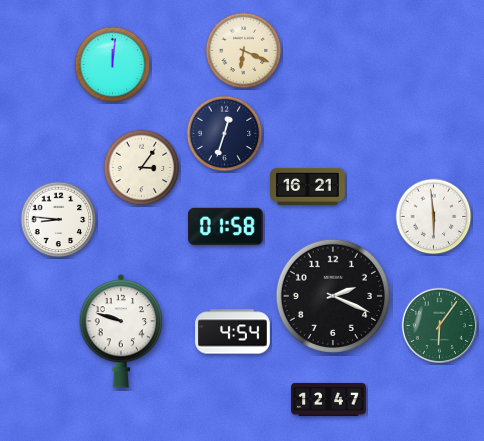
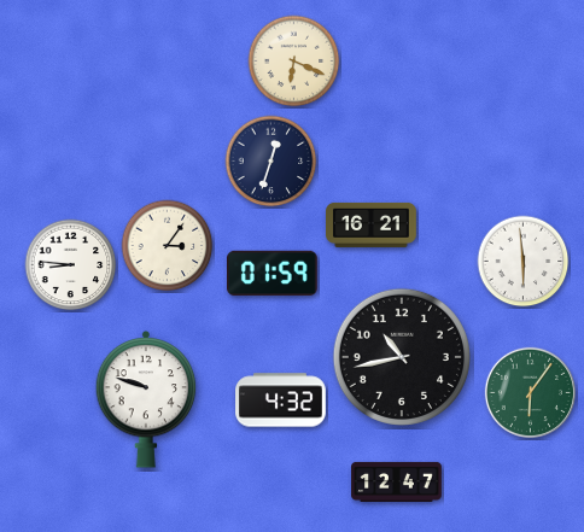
clock at (113, 65): 12:01 -> none
clock at (142, 168) position: (142, 168) -> (168, 246)
clock at (226, 226): 01:58 -> 01:59
clock at (333, 296): 2:19 -> 10:43
clock at (233, 332): 4:54 -> 4:32
